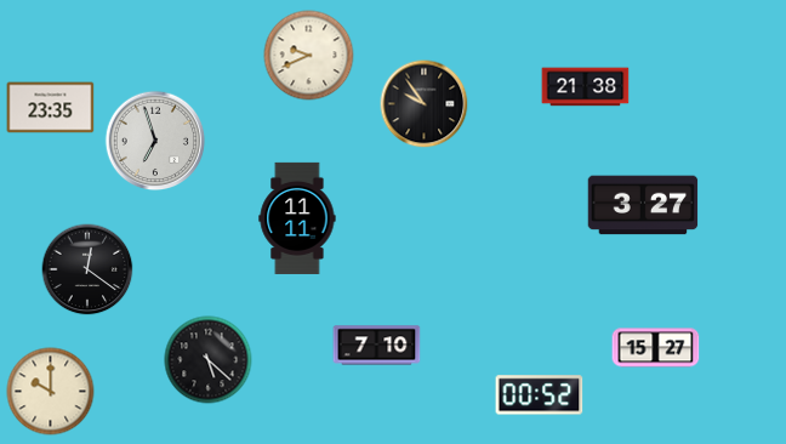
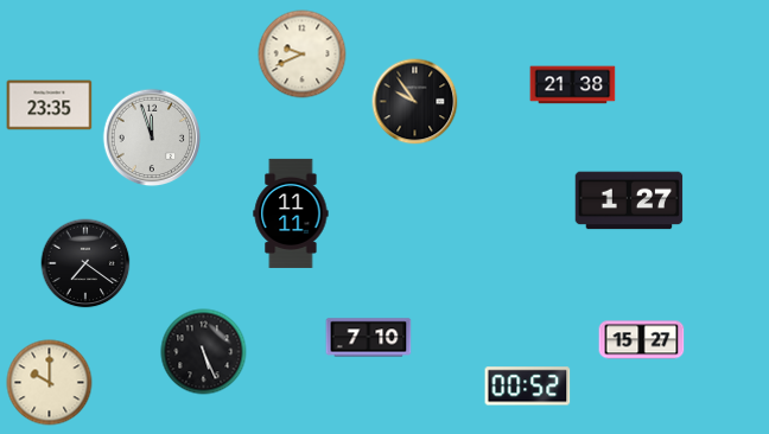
clock at (155, 141): 6:57 -> 11:57
clock at (643, 205): 3:27 -> 1:27
clock at (87, 269): 12:21 -> 7:21
clock at (209, 360): 5:22 -> 5:26
